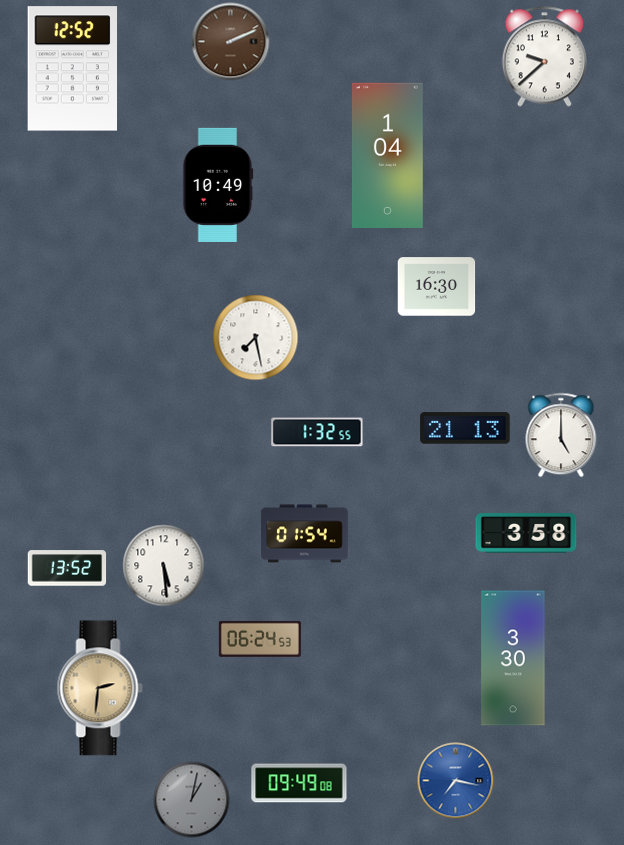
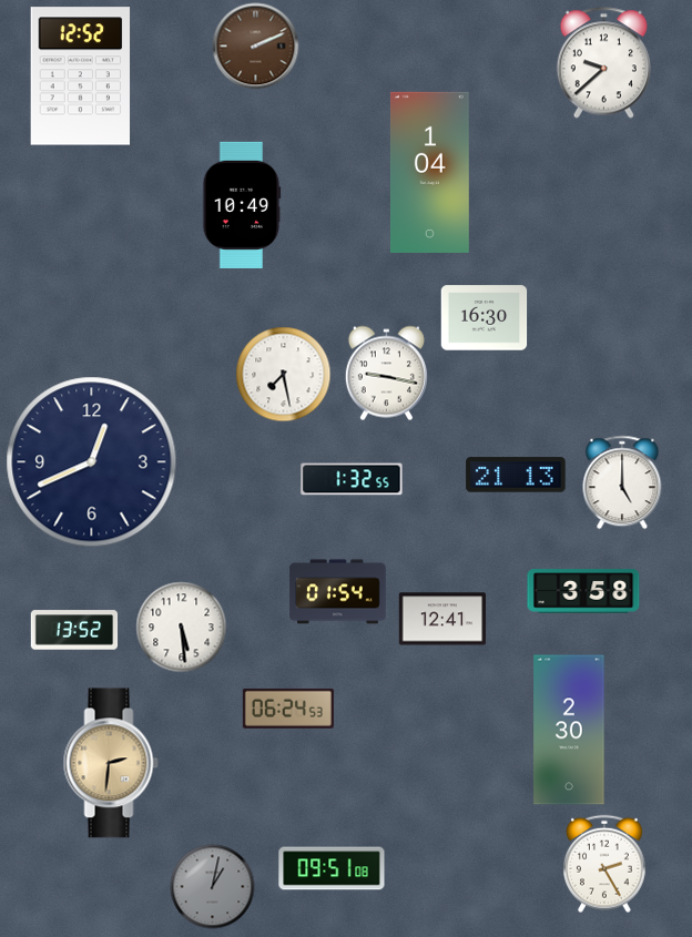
clock at (386, 374): none -> 9:17
clock at (92, 462): none -> 12:41
clock at (442, 619): none -> 12:41
clock at (513, 658): 3:30 -> 2:30
clock at (605, 864): none -> 2:25
clock at (456, 781): 7:17 -> none
clock at (299, 783): 09:49 -> 09:51
